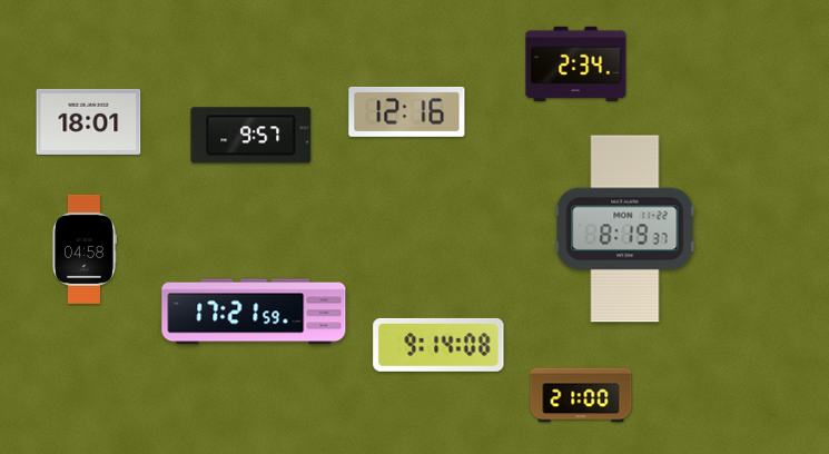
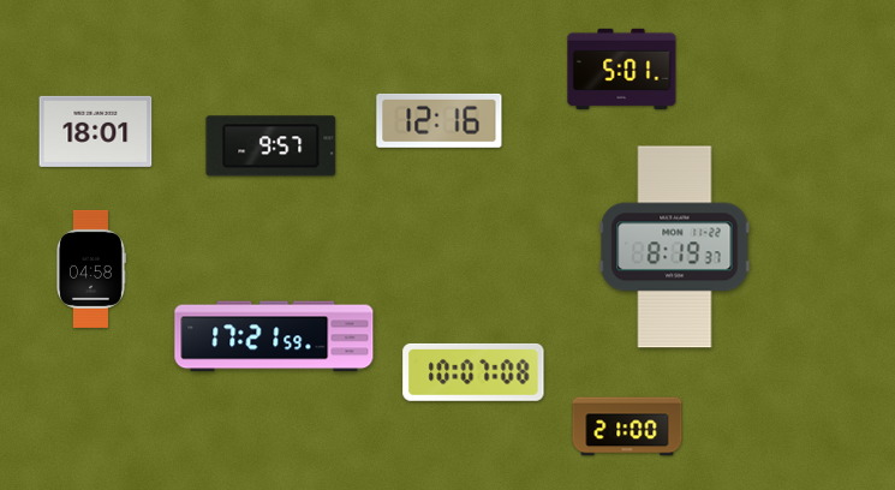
clock at (576, 63): 2:34 -> 5:01
clock at (438, 345): 9:14 -> 10:07
